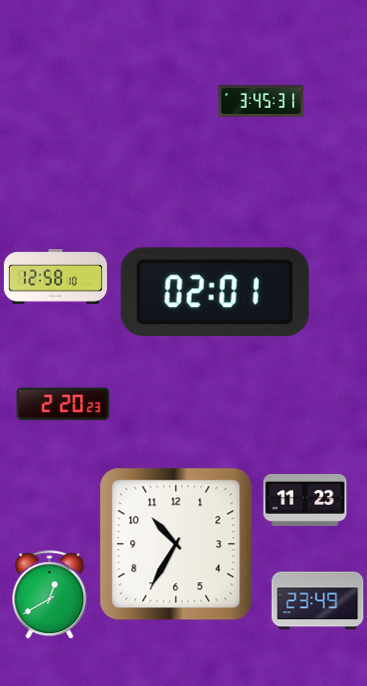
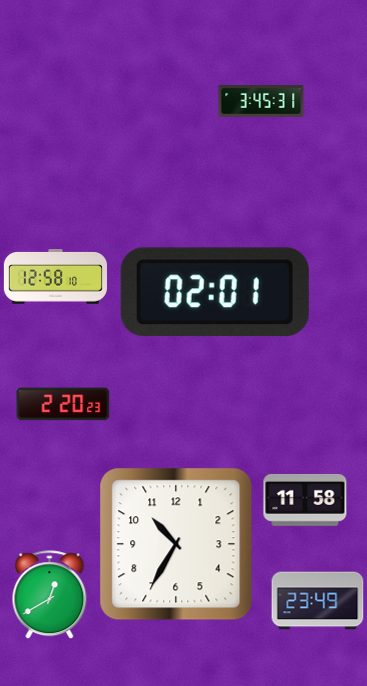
clock at (305, 500): 11:23 -> 11:58
